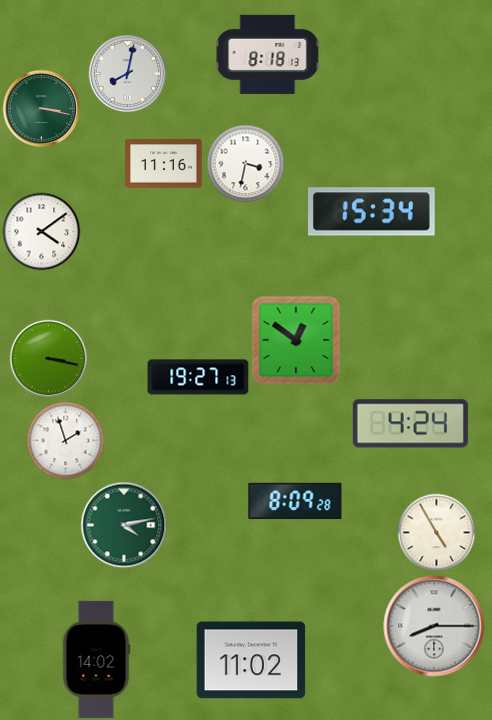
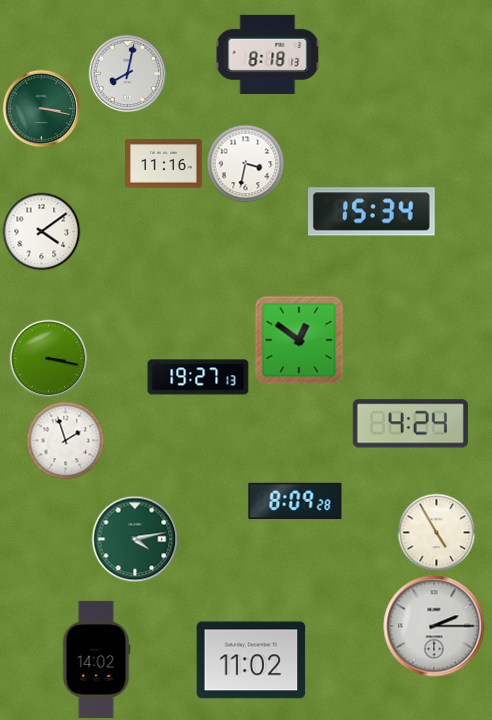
clock at (296, 340) position: (296, 340) -> (299, 340)
clock at (124, 525) position: (124, 525) -> (135, 539)
clock at (434, 626): 8:15 -> 2:15
